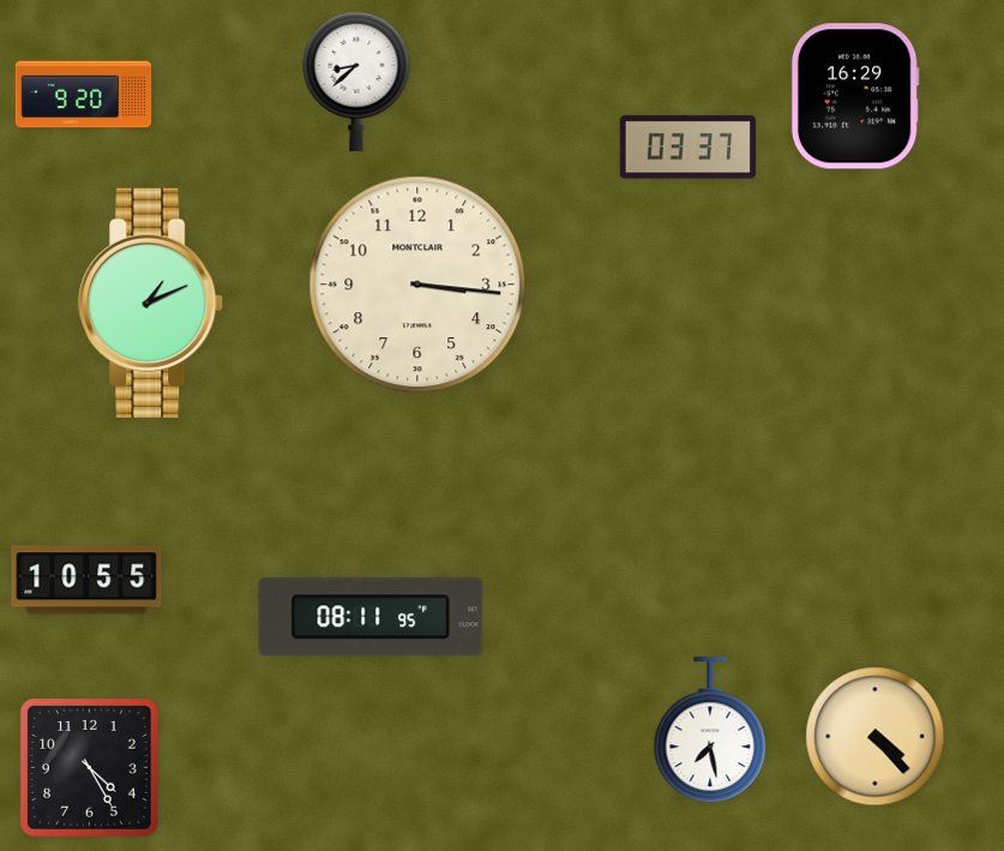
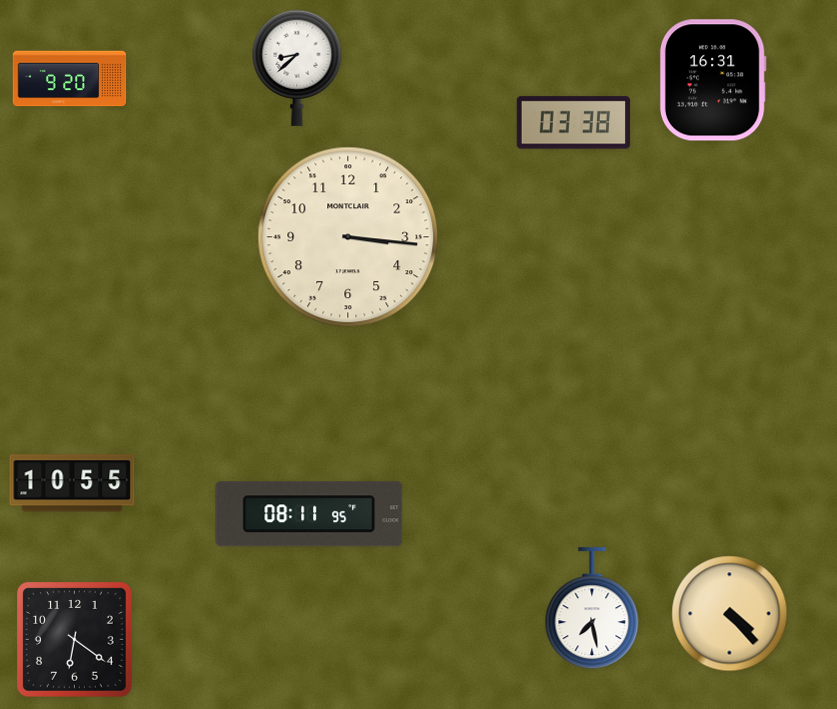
clock at (855, 96): 16:29 -> 16:31
clock at (687, 148): 03:37 -> 03:38
clock at (151, 302): 1:11 -> none
clock at (90, 768): 4:25 -> 6:21
